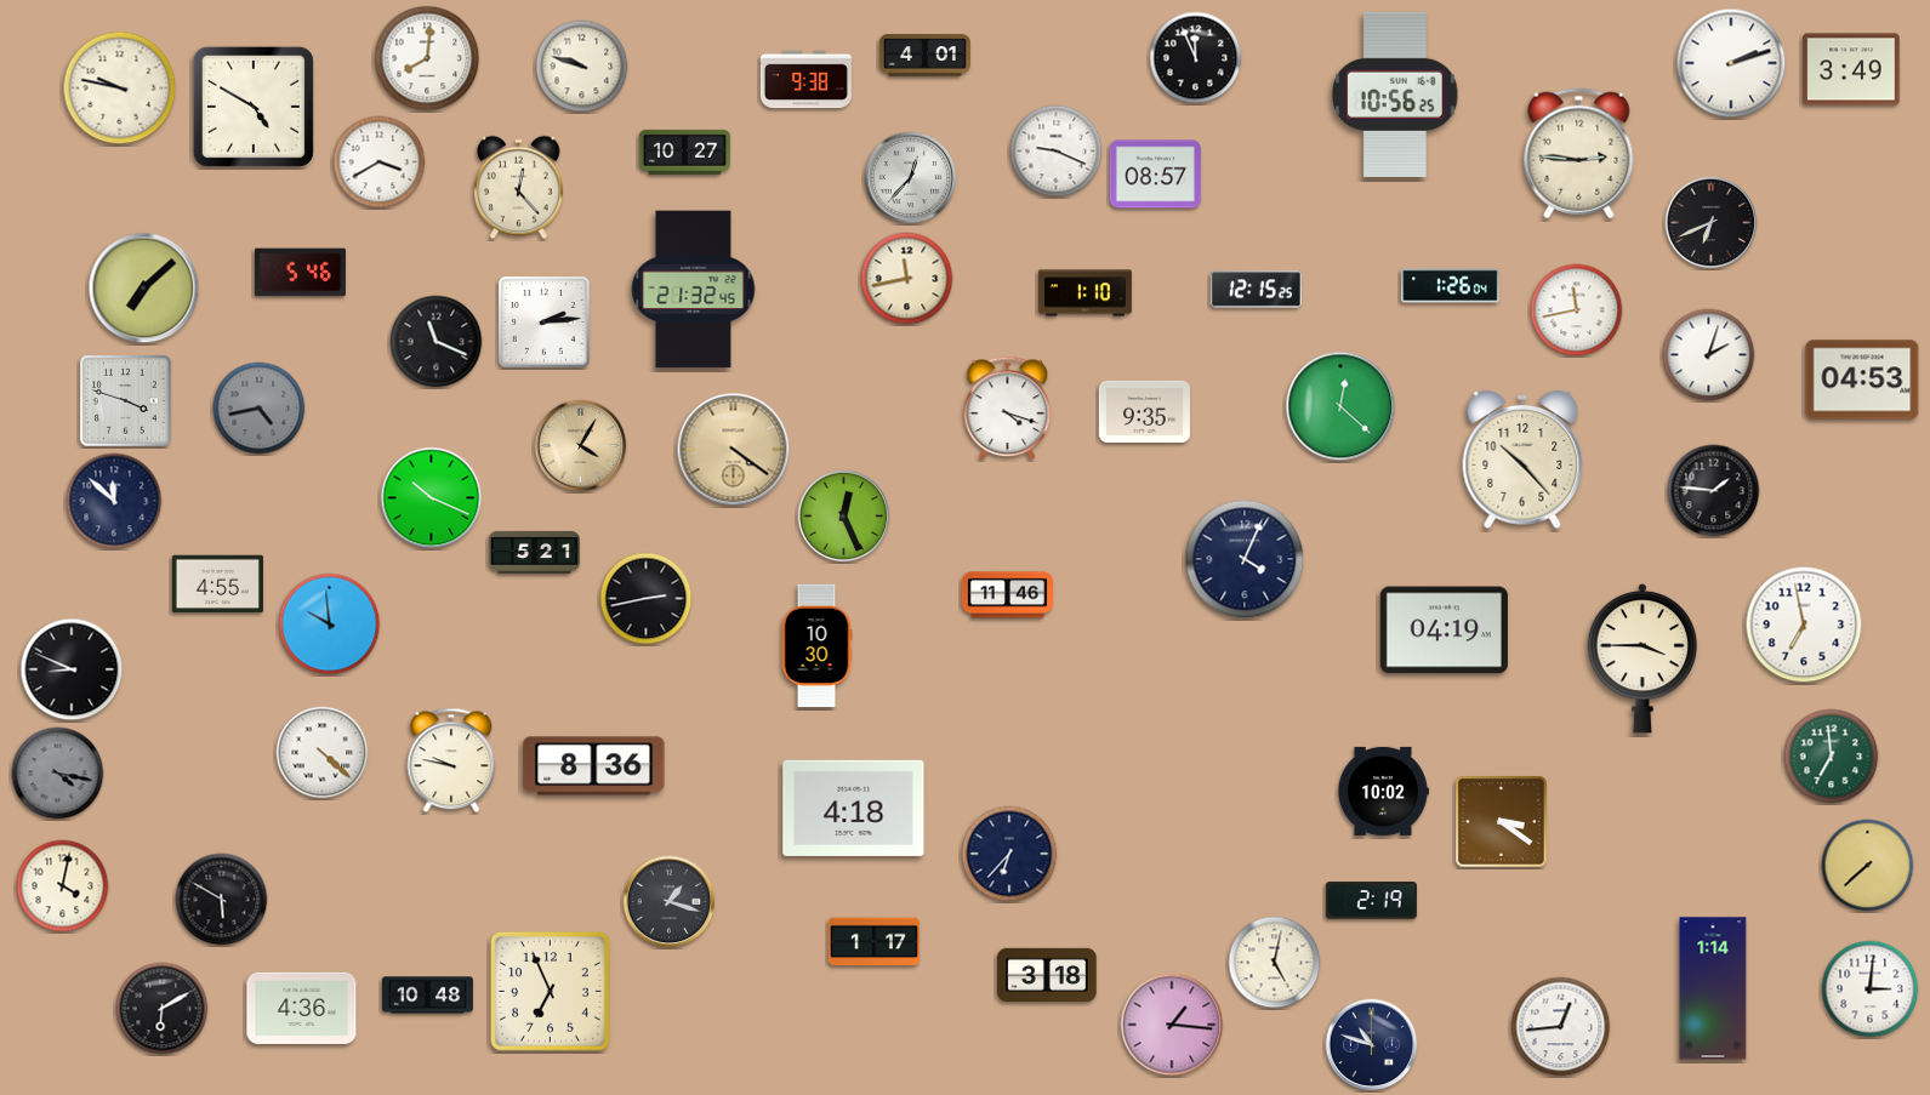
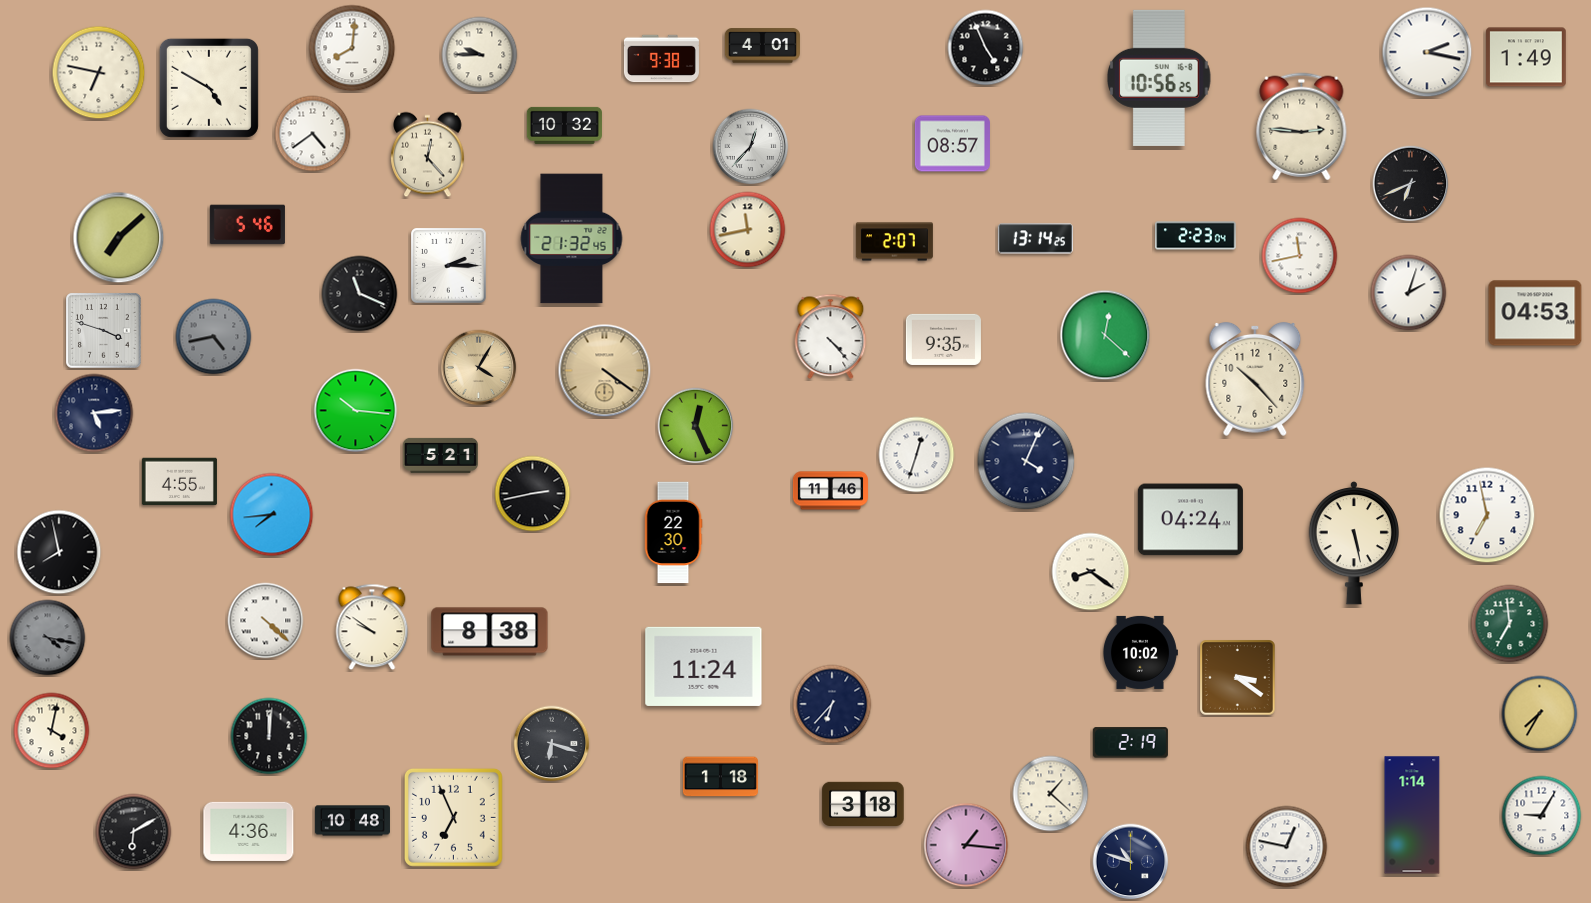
clock at (1196, 58): 11:56 -> 4:56
clock at (1731, 63): 2:12 -> 2:17
clock at (582, 67): 9:48 -> 9:45
clock at (1851, 69): 3:49 -> 1:49
clock at (805, 80) position: (805, 80) -> (661, 59)
clock at (120, 89): 9:47 -> 6:47
clock at (1395, 95) position: (1395, 95) -> (1159, 78)
clock at (684, 152): 10:27 -> 10:32
clock at (1057, 152): 9:19 -> none
clock at (380, 162): 3:40 -> 4:39
clock at (1451, 286): 1:26 -> 2:23
clock at (1256, 290): 12:15 -> 13:14
clock at (1084, 293): 1:10 -> 2:07
clock at (545, 323): 2:14 -> 2:15
clock at (437, 342) position: (437, 342) -> (360, 294)
clock at (1008, 409): 4:18 -> 4:23
clock at (1714, 491): 1:46 -> none
clock at (432, 498): 10:19 -> 10:16
clock at (114, 501): 11:52 -> 5:14
clock at (917, 455): none -> 12:33
clock at (330, 625): 9:59 -> 7:44
clock at (1444, 631): 04:19 -> 04:24
clock at (816, 646): 10:30 -> 22:30
clock at (1641, 658): 3:45 -> 5:28
clock at (72, 669): 8:49 -> 7:58
clock at (1091, 572): none -> 8:21
clock at (451, 760): 9:47 -> 9:51
clock at (594, 766): 8:36 -> 8:38
clock at (854, 808): 4:18 -> 11:24
clock at (1868, 866): 7:38 -> 7:35
clock at (269, 736): none -> 12:01
clock at (222, 900): 5:50 -> none
clock at (670, 902): 1:18 -> 6:18
clock at (873, 942): 1:17 -> 1:18
clock at (1275, 963): 5:02 -> 1:22
clock at (1871, 990): 3:01 -> 9:05
clock at (1561, 1027): 12:44 -> 12:47
